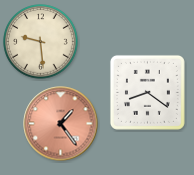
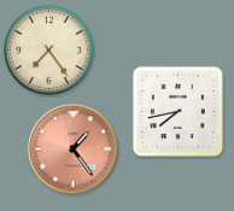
clock at (41, 42): 9:29 -> 7:24
clock at (147, 92): 8:21 -> 7:43
